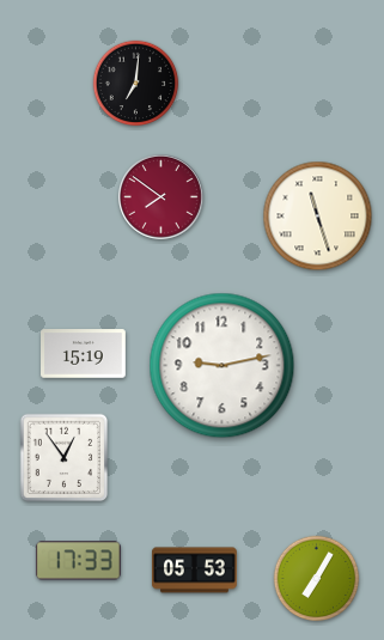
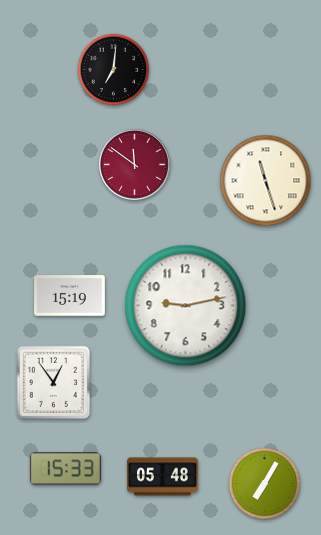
clock at (161, 197): 7:51 -> 11:51
clock at (78, 561): 17:33 -> 15:33
clock at (195, 571): 05:53 -> 05:48
